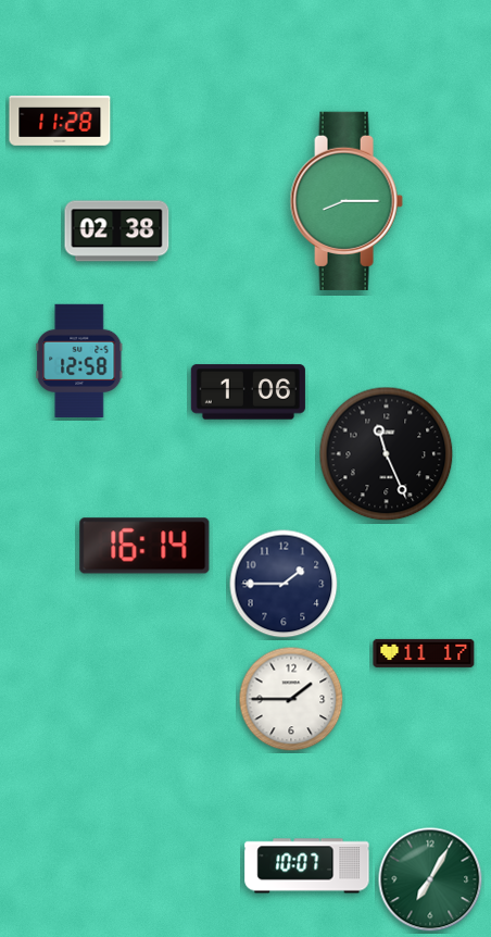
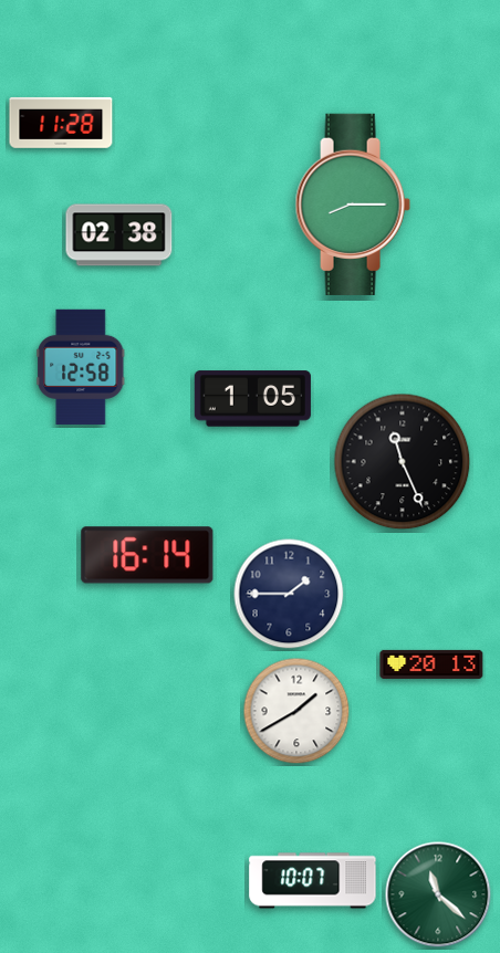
clock at (248, 392): 1:06 -> 1:05
clock at (387, 454) position: (387, 454) -> (403, 462)
clock at (424, 653): 11:17 -> 20:13
clock at (291, 699): 1:45 -> 1:40
clock at (430, 879): 7:05 -> 11:22
